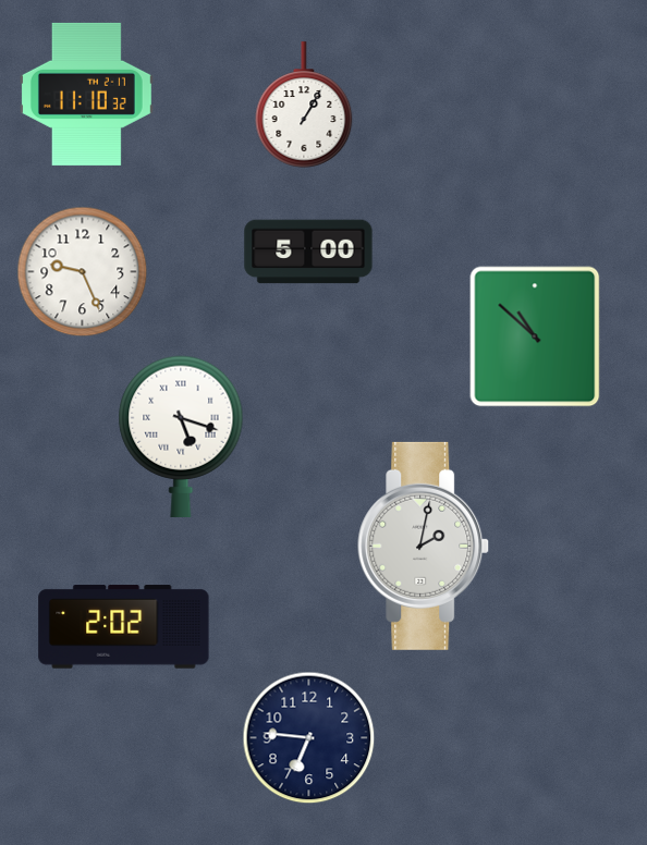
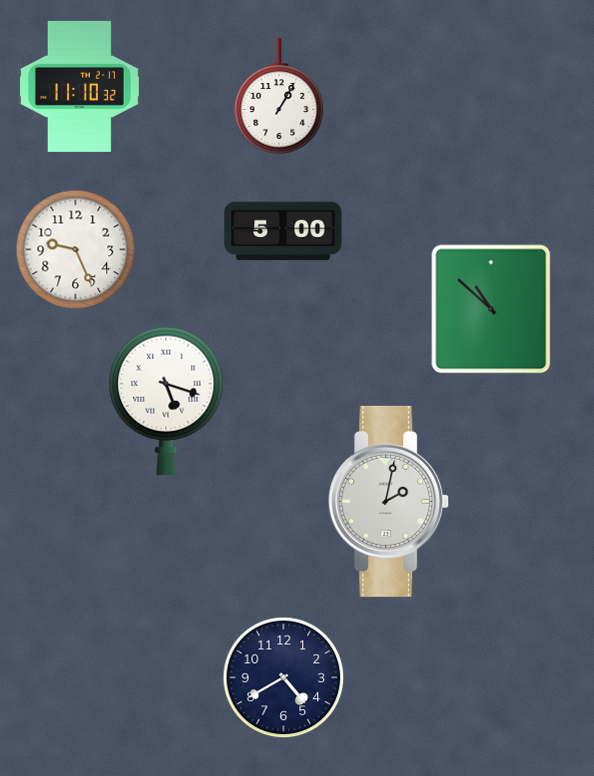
clock at (124, 627): 2:02 -> none
clock at (309, 738): 6:46 -> 4:40
